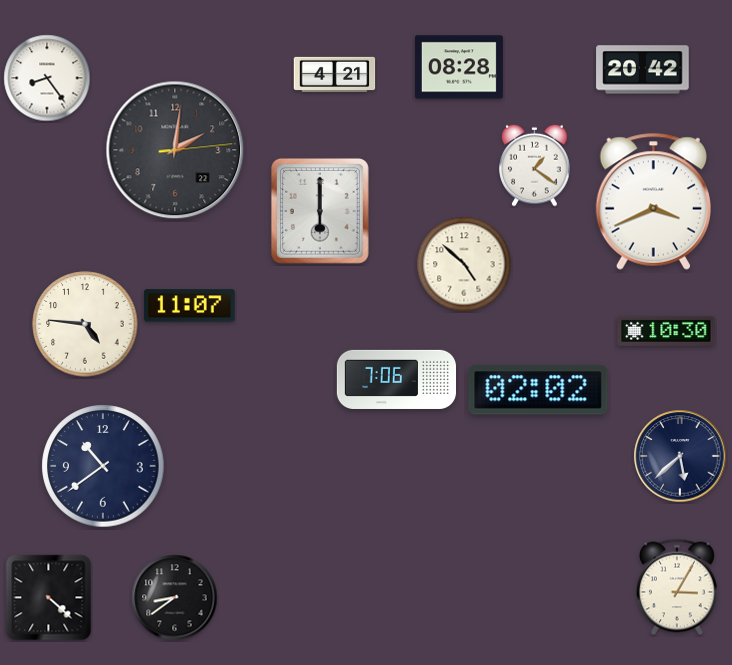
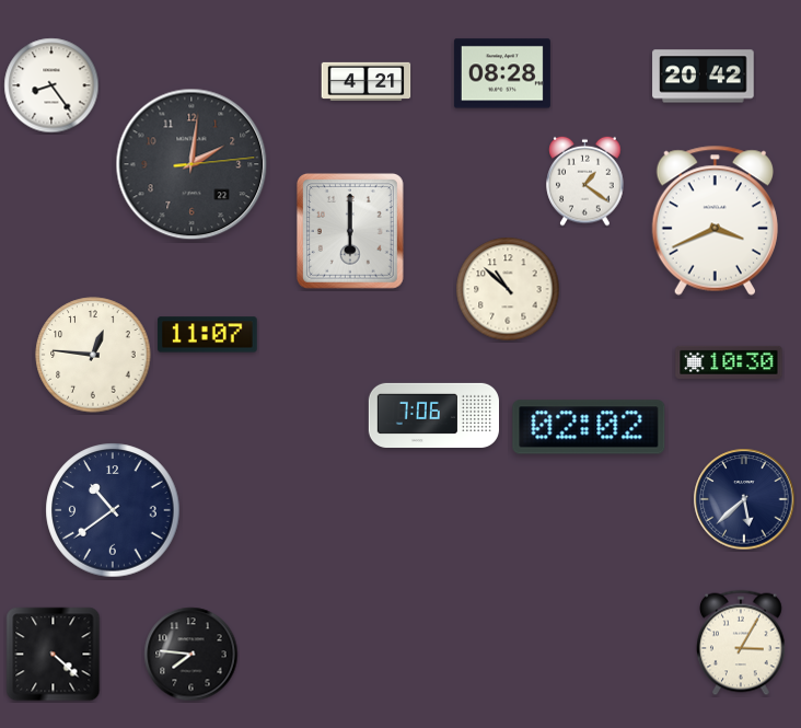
clock at (464, 264): 4:52 -> 10:52
clock at (85, 324): 4:46 -> 12:46
clock at (175, 598): 8:39 -> 7:46
